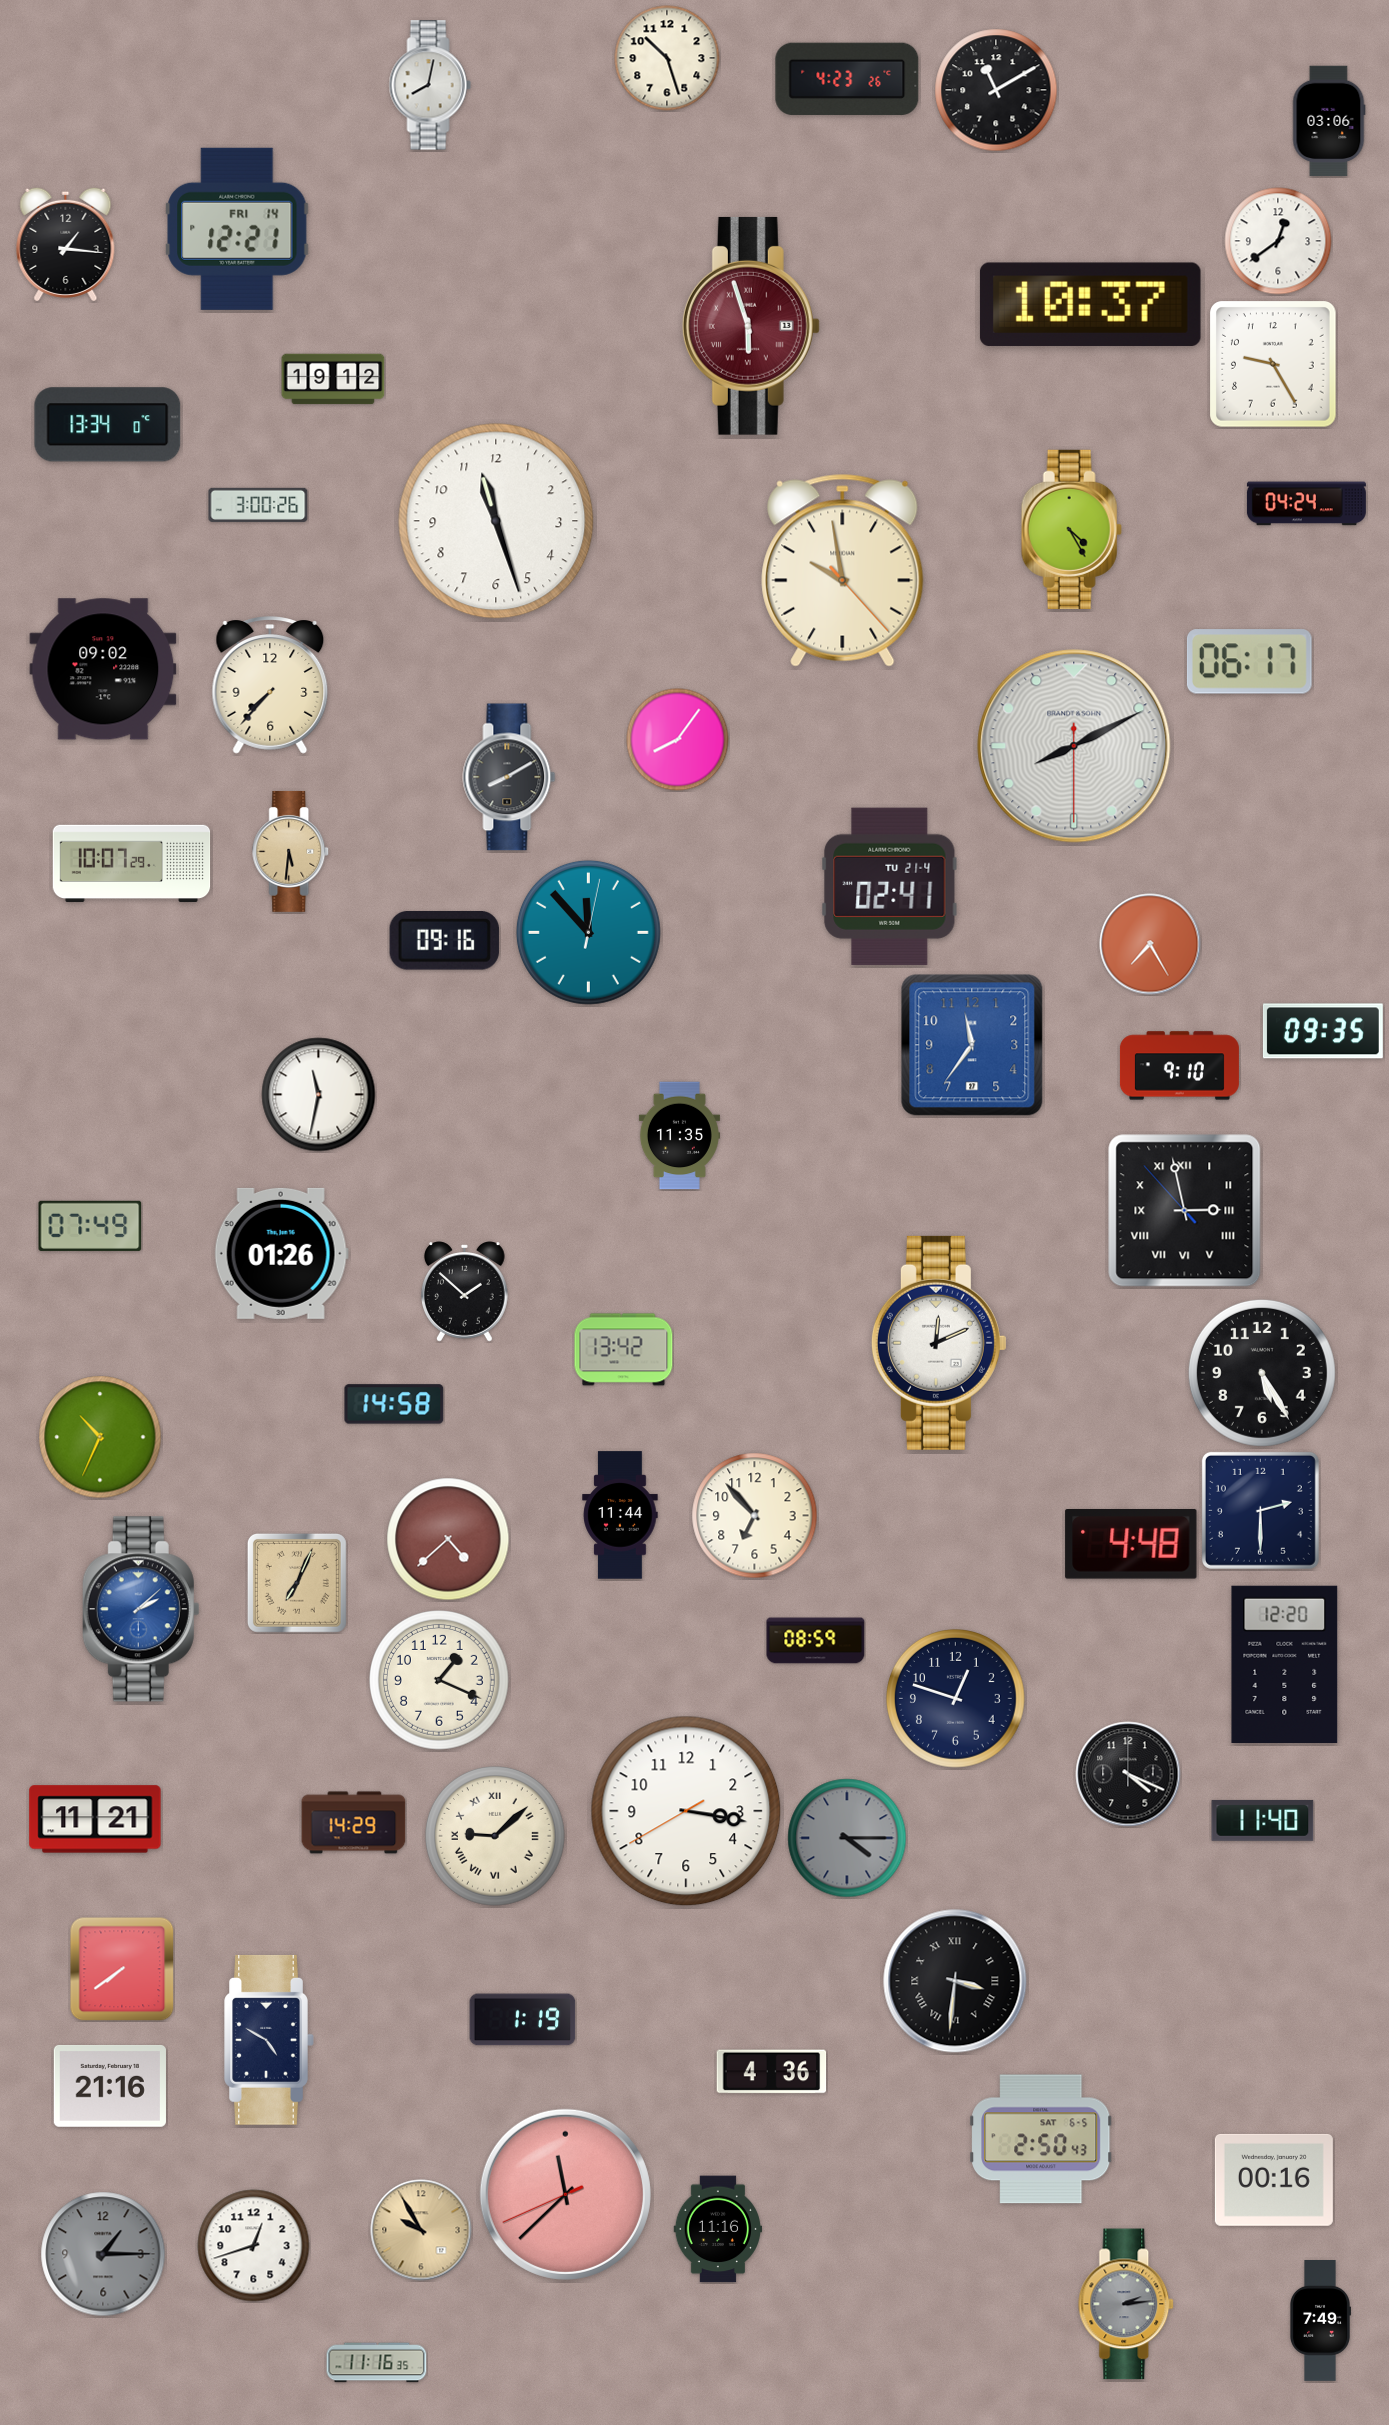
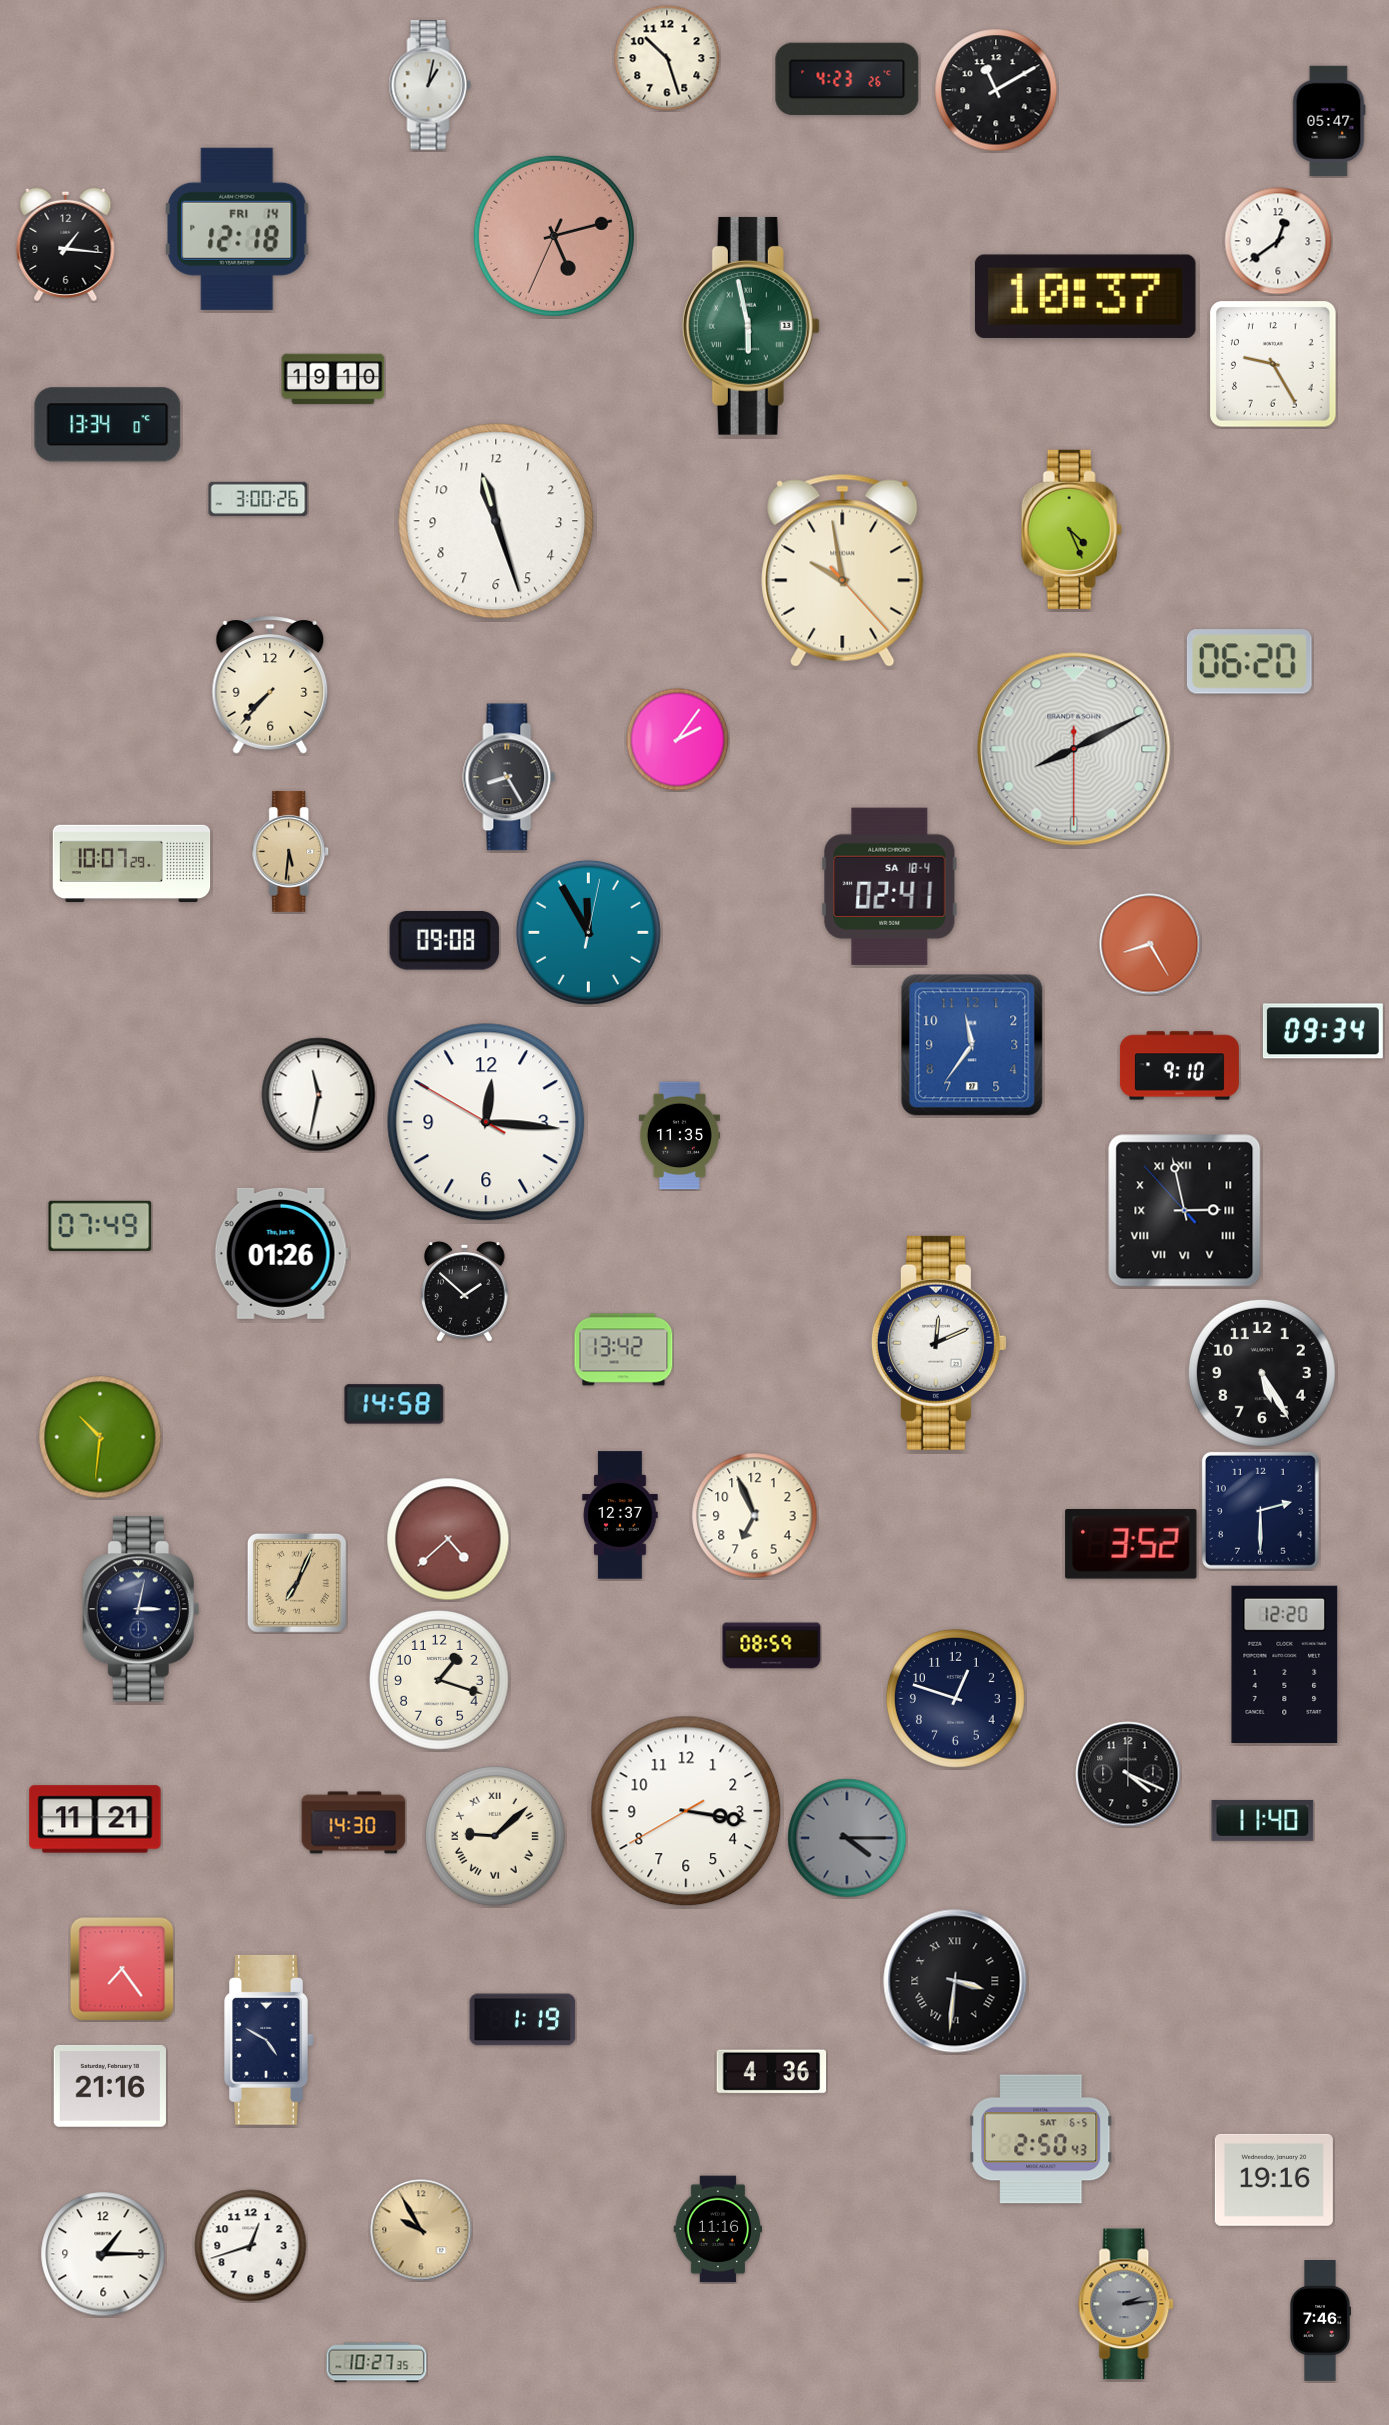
clock at (430, 85): 8:02 -> 1:02
clock at (1329, 121): 03:06 -> 05:47
clock at (237, 229): 12:21 -> 12:18
clock at (554, 236): none -> 5:12
clock at (1090, 304) position: (1090, 304) -> (1085, 296)
clock at (751, 326): 5:57 -> 5:58
clock at (751, 326) dial: burgundy -> green
clock at (333, 379): 19:12 -> 19:10
clock at (1306, 504): 04:24 -> none
clock at (258, 505) position: (258, 505) -> (258, 499)
clock at (1071, 529): 4:25 -> 4:26
clock at (1249, 662): 06:17 -> 06:20
clock at (103, 669): 09:02 -> none
clock at (678, 740): 8:06 -> 2:06
clock at (1074, 746) position: (1074, 746) -> (1074, 749)
clock at (509, 777): 8:10 -> 8:25
clock at (890, 886) date: TU 21-4 -> SA 18-4
clock at (588, 932): 11:53 -> 11:55
clock at (444, 941): 09:16 -> 09:08
clock at (1150, 944): 7:25 -> 8:25
clock at (1323, 1031): 09:35 -> 09:34
clock at (486, 1122): none -> 12:15
clock at (90, 1226) position: (90, 1226) -> (100, 1226)
clock at (100, 1437): 10:34 -> 10:31
clock at (620, 1515): 11:44 -> 12:37
clock at (755, 1516): 6:53 -> 6:56
clock at (1131, 1545): 4:48 -> 3:52
clock at (141, 1609): 2:08 -> 3:02
clock at (141, 1609) dial: blue -> navy
clock at (816, 1641) position: (816, 1641) -> (772, 1646)
clock at (440, 1681): 1:19 -> 1:18
clock at (354, 1823): 14:29 -> 14:30
clock at (122, 1969): 7:39 -> 7:24
clock at (1274, 2180): 00:16 -> 19:16
clock at (565, 2194): 11:37 -> none
clock at (254, 2246) position: (254, 2246) -> (251, 2246)
clock at (103, 2254) dial: grey -> white
clock at (1321, 2321): 7:49 -> 7:46
clock at (377, 2363): 11:16 -> 10:27
